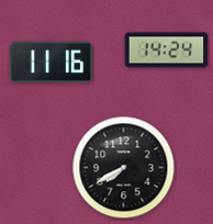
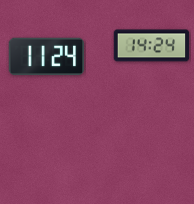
clock at (52, 63): 11:16 -> 11:24
clock at (124, 168): 7:40 -> none
